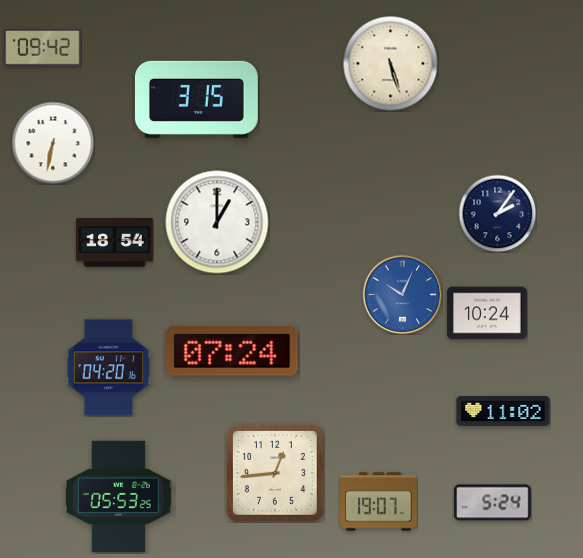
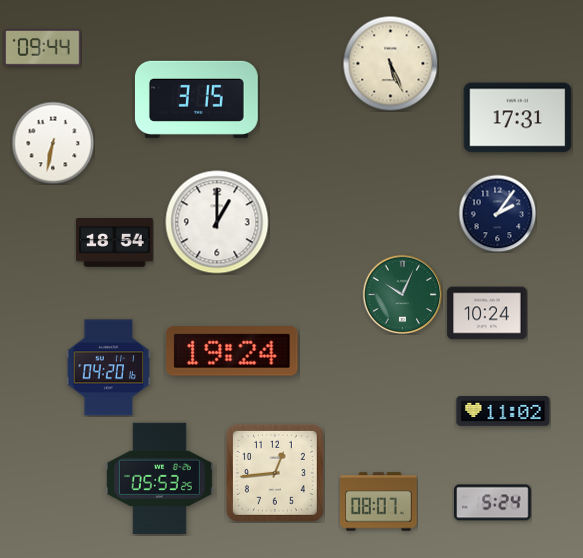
clock at (43, 48): 09:42 -> 09:44
clock at (390, 63): 5:27 -> 5:26
clock at (518, 118): none -> 17:31
clock at (402, 294) dial: blue -> green
clock at (232, 351): 07:24 -> 19:24
clock at (118, 497) position: (118, 497) -> (159, 479)
clock at (379, 502): 19:07 -> 08:07
